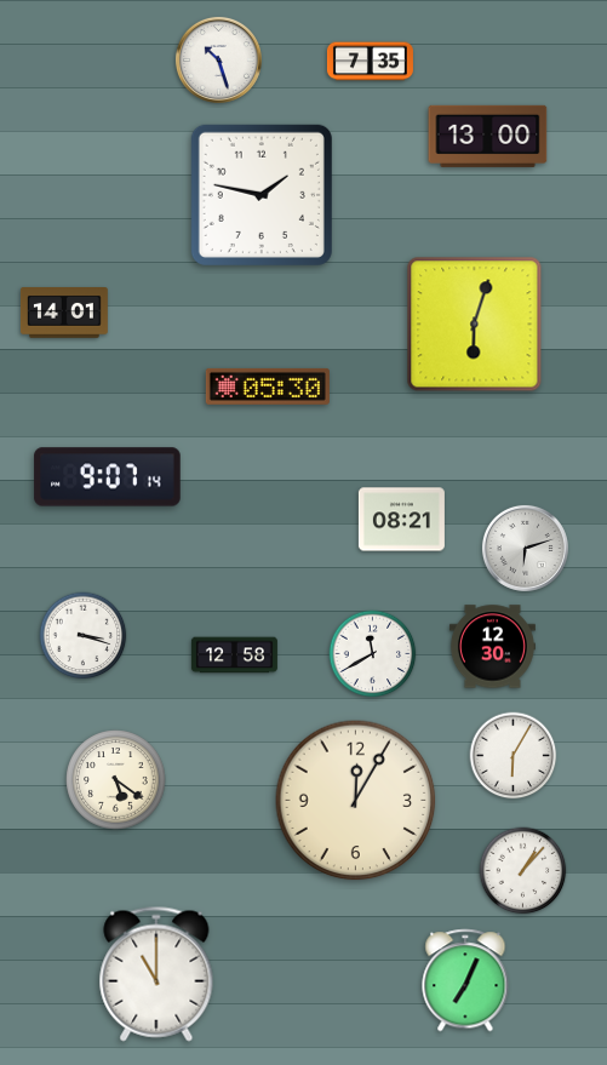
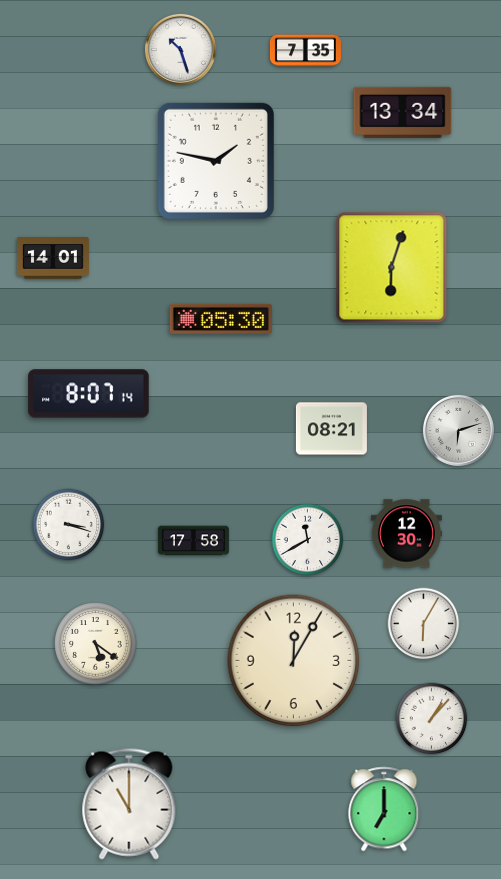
clock at (488, 136): 13:00 -> 13:34
clock at (108, 477): 9:07 -> 8:07
clock at (525, 548) position: (525, 548) -> (458, 430)
clock at (234, 655): 12:58 -> 17:58
clock at (465, 980): 7:04 -> 7:00
